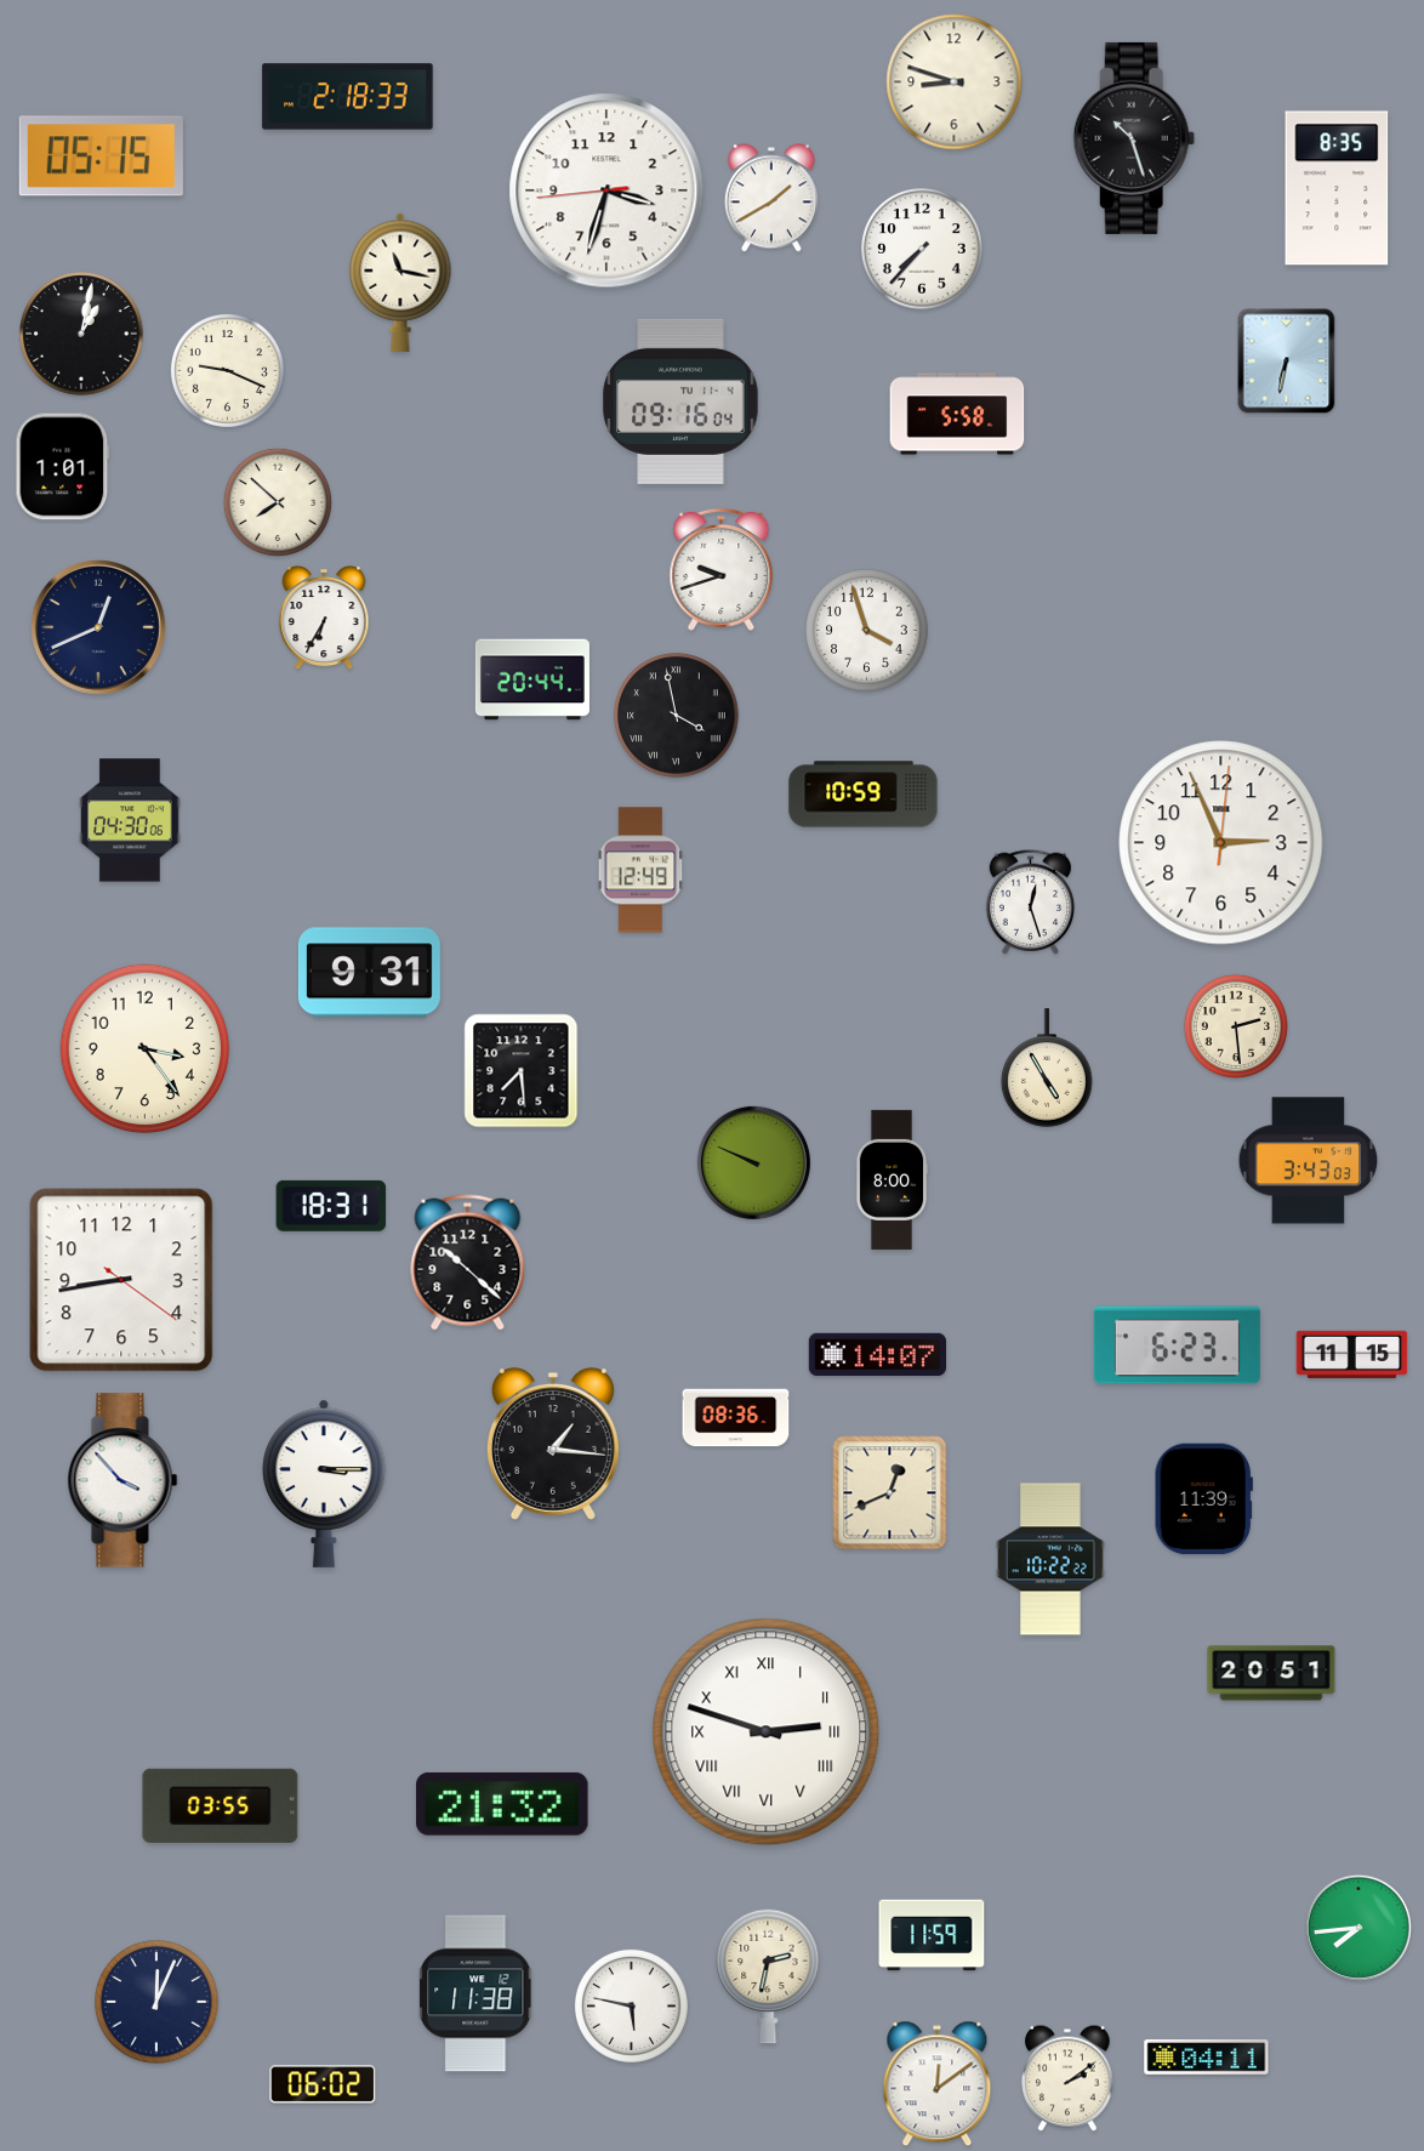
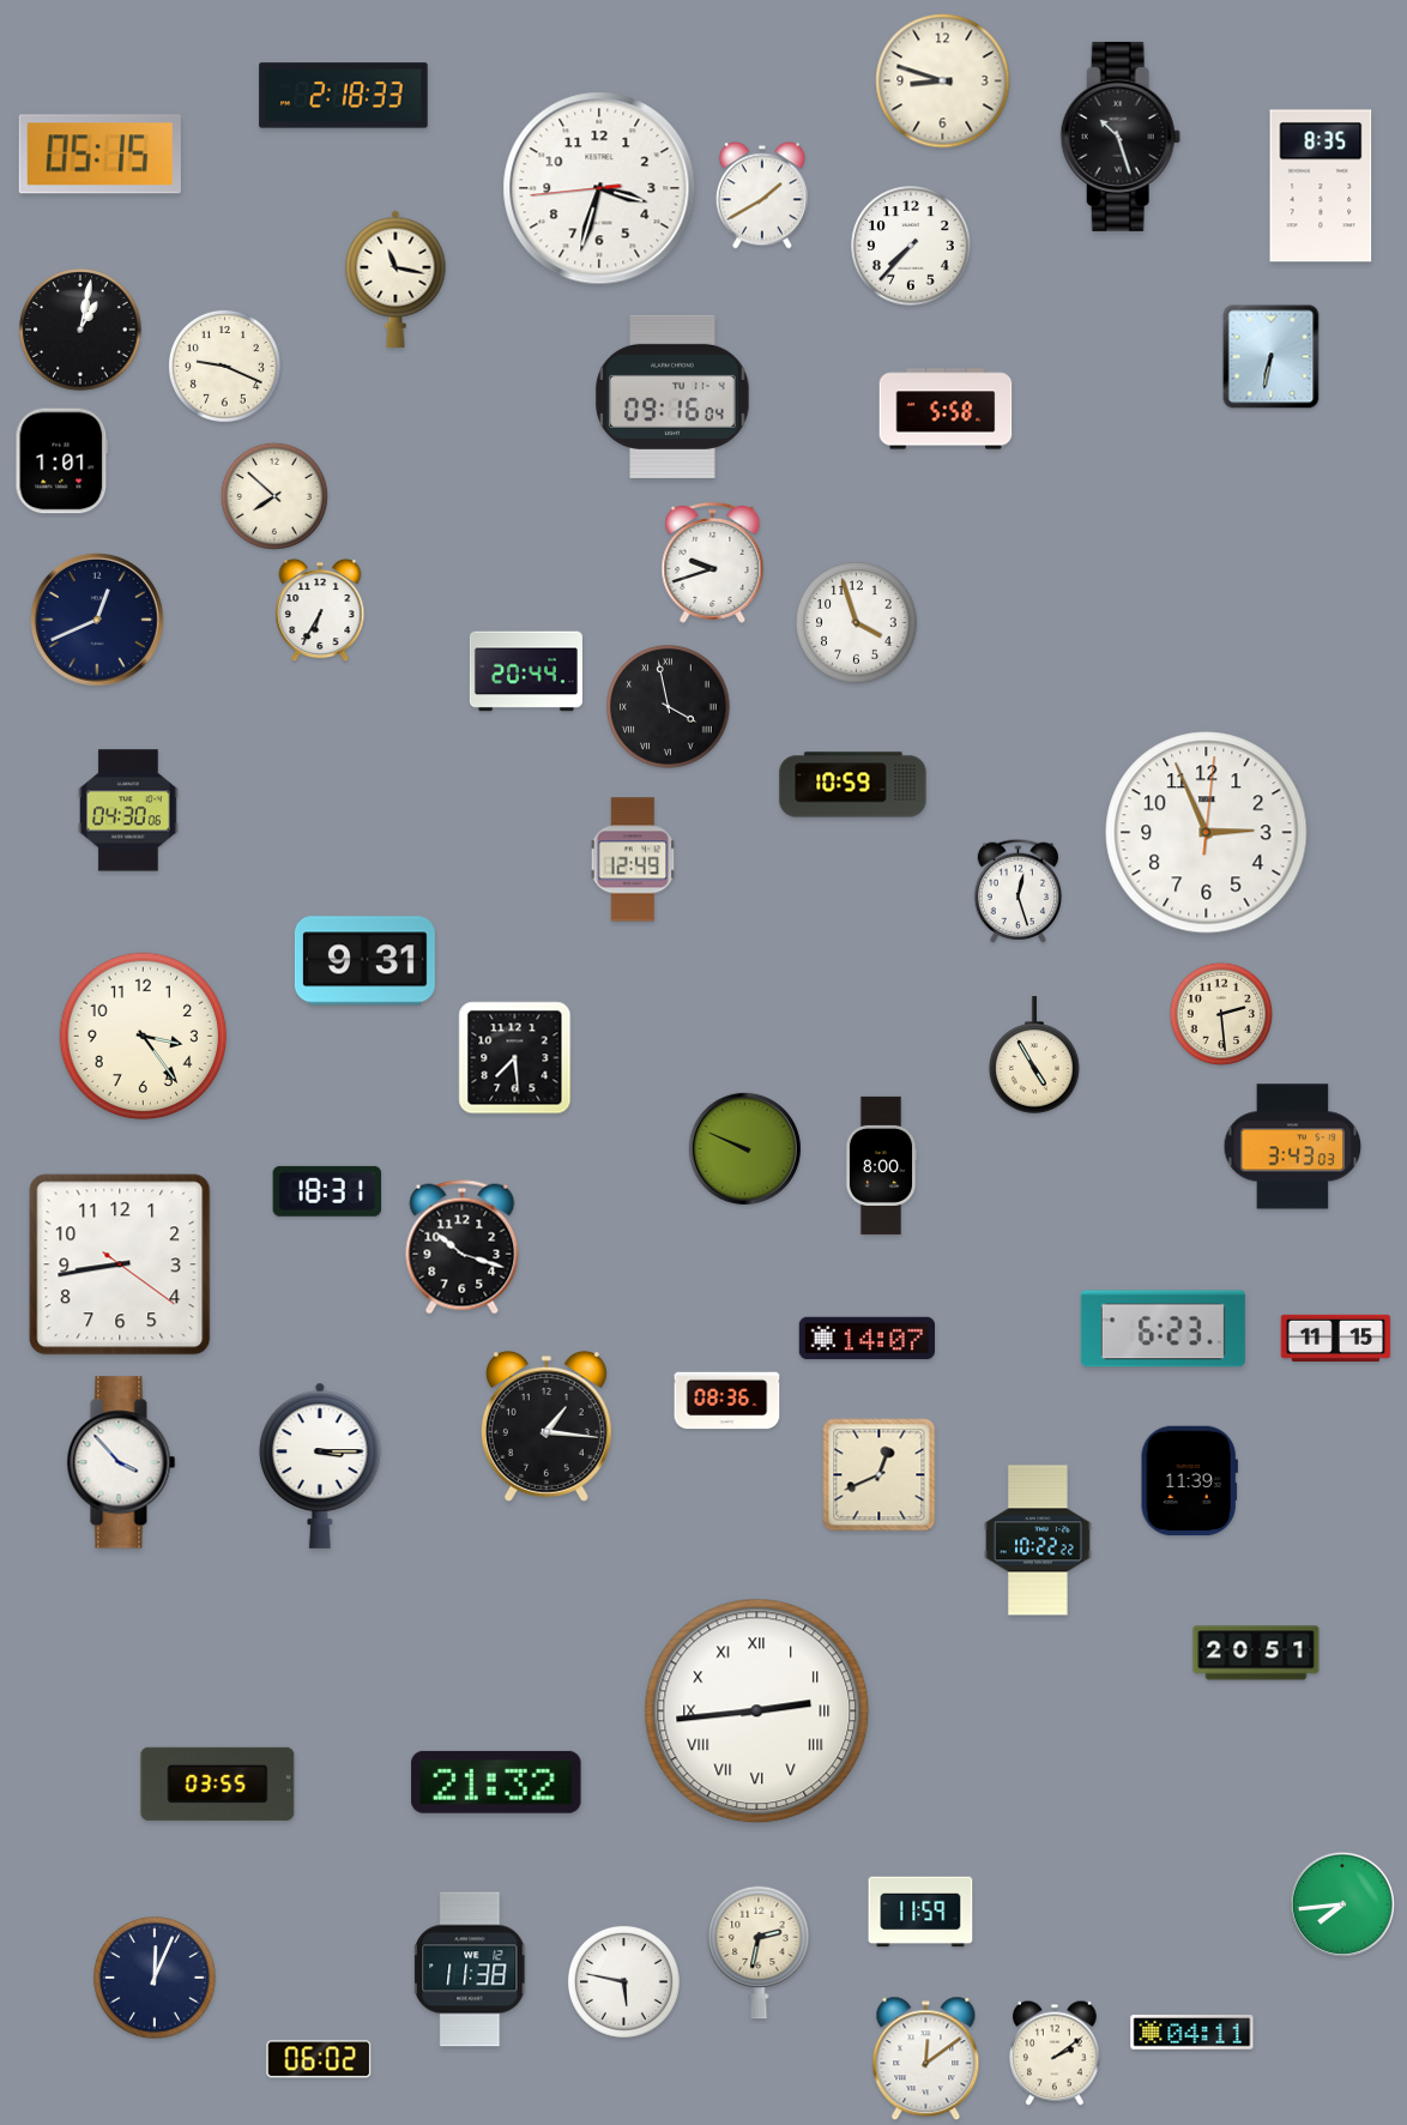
clock at (468, 1263): 10:22 -> 10:18
clock at (767, 1732): 2:48 -> 2:44
